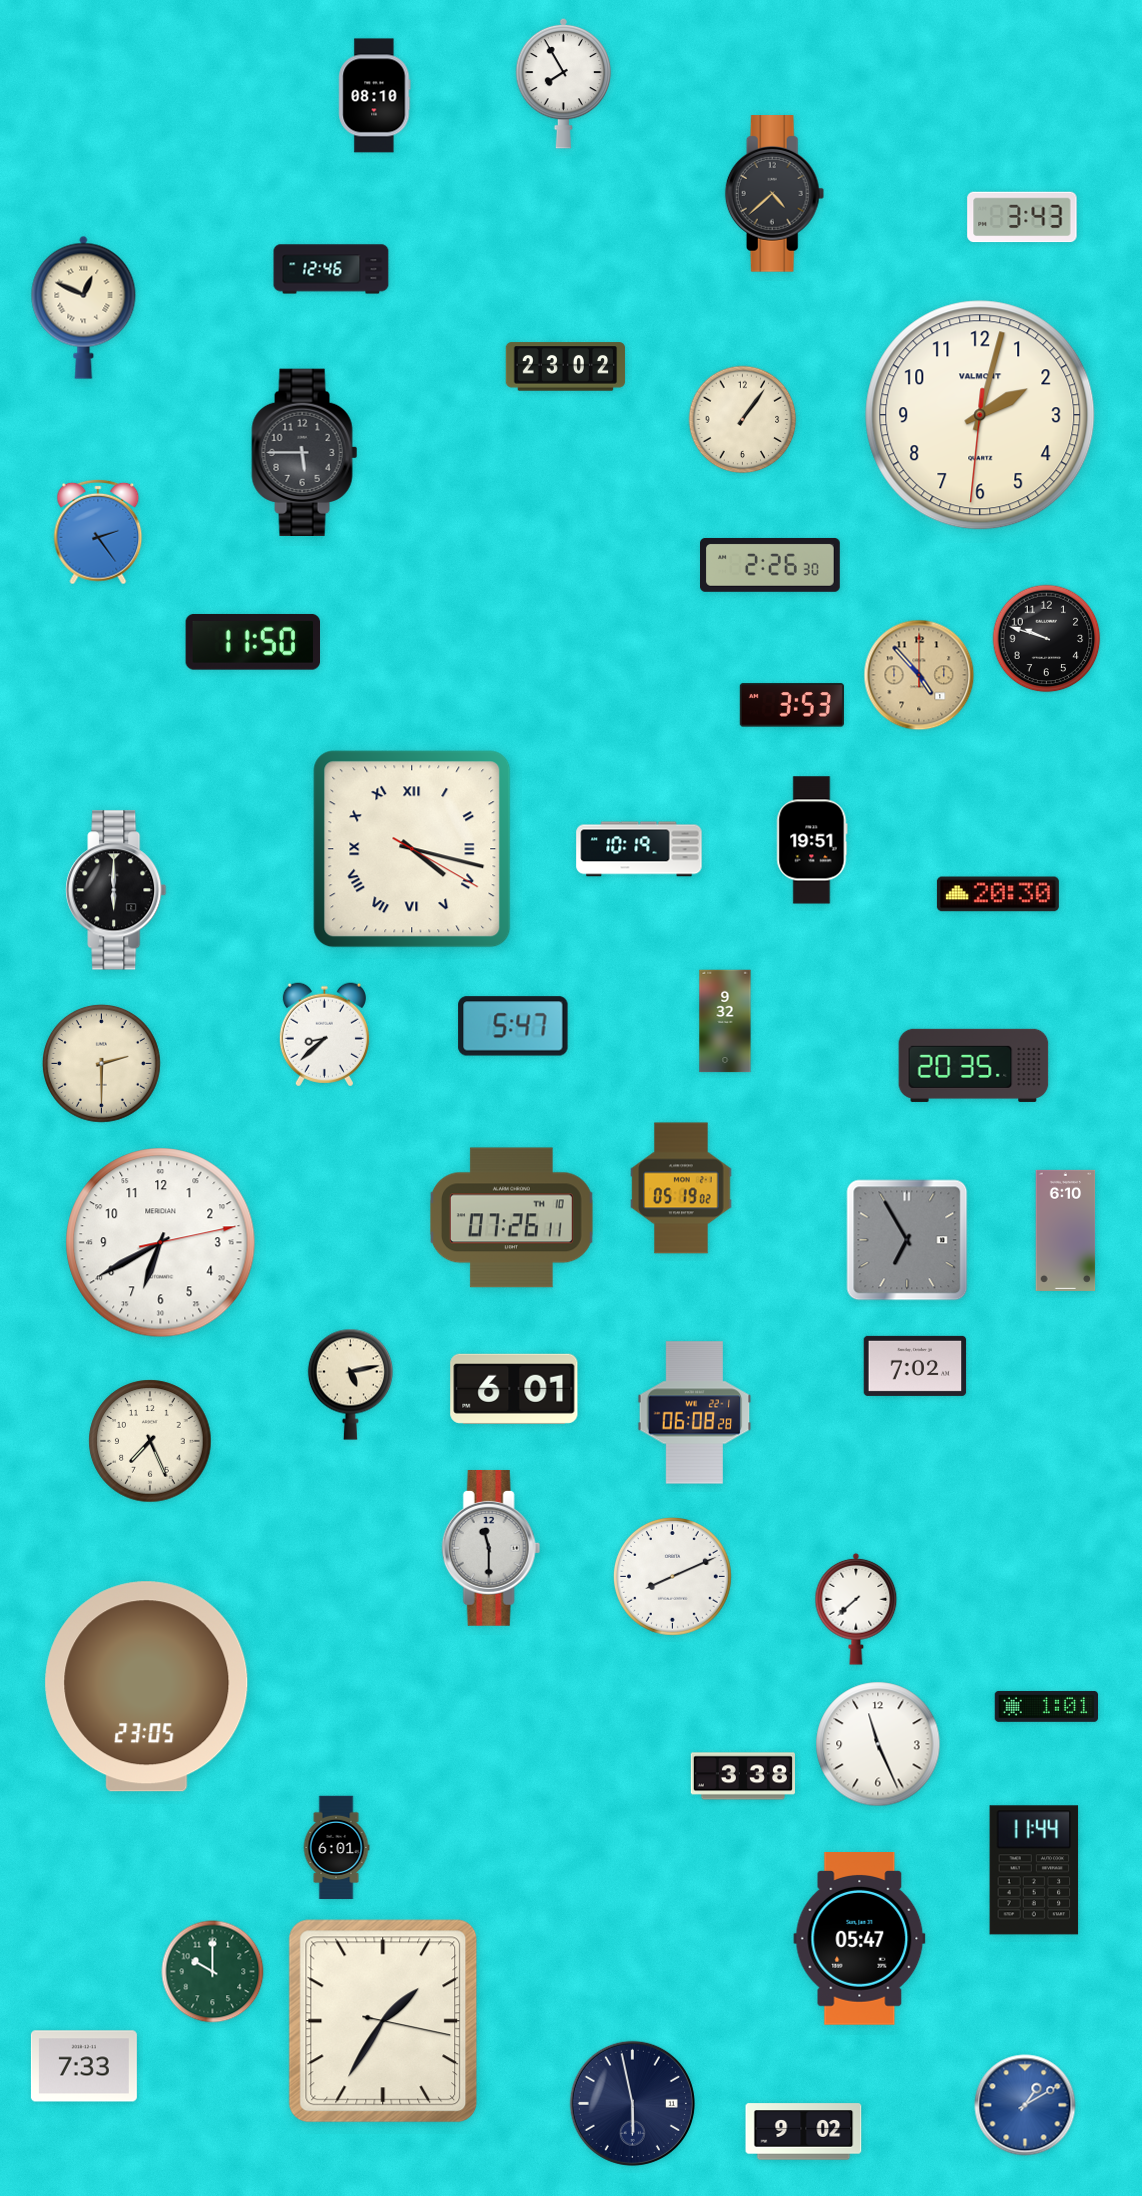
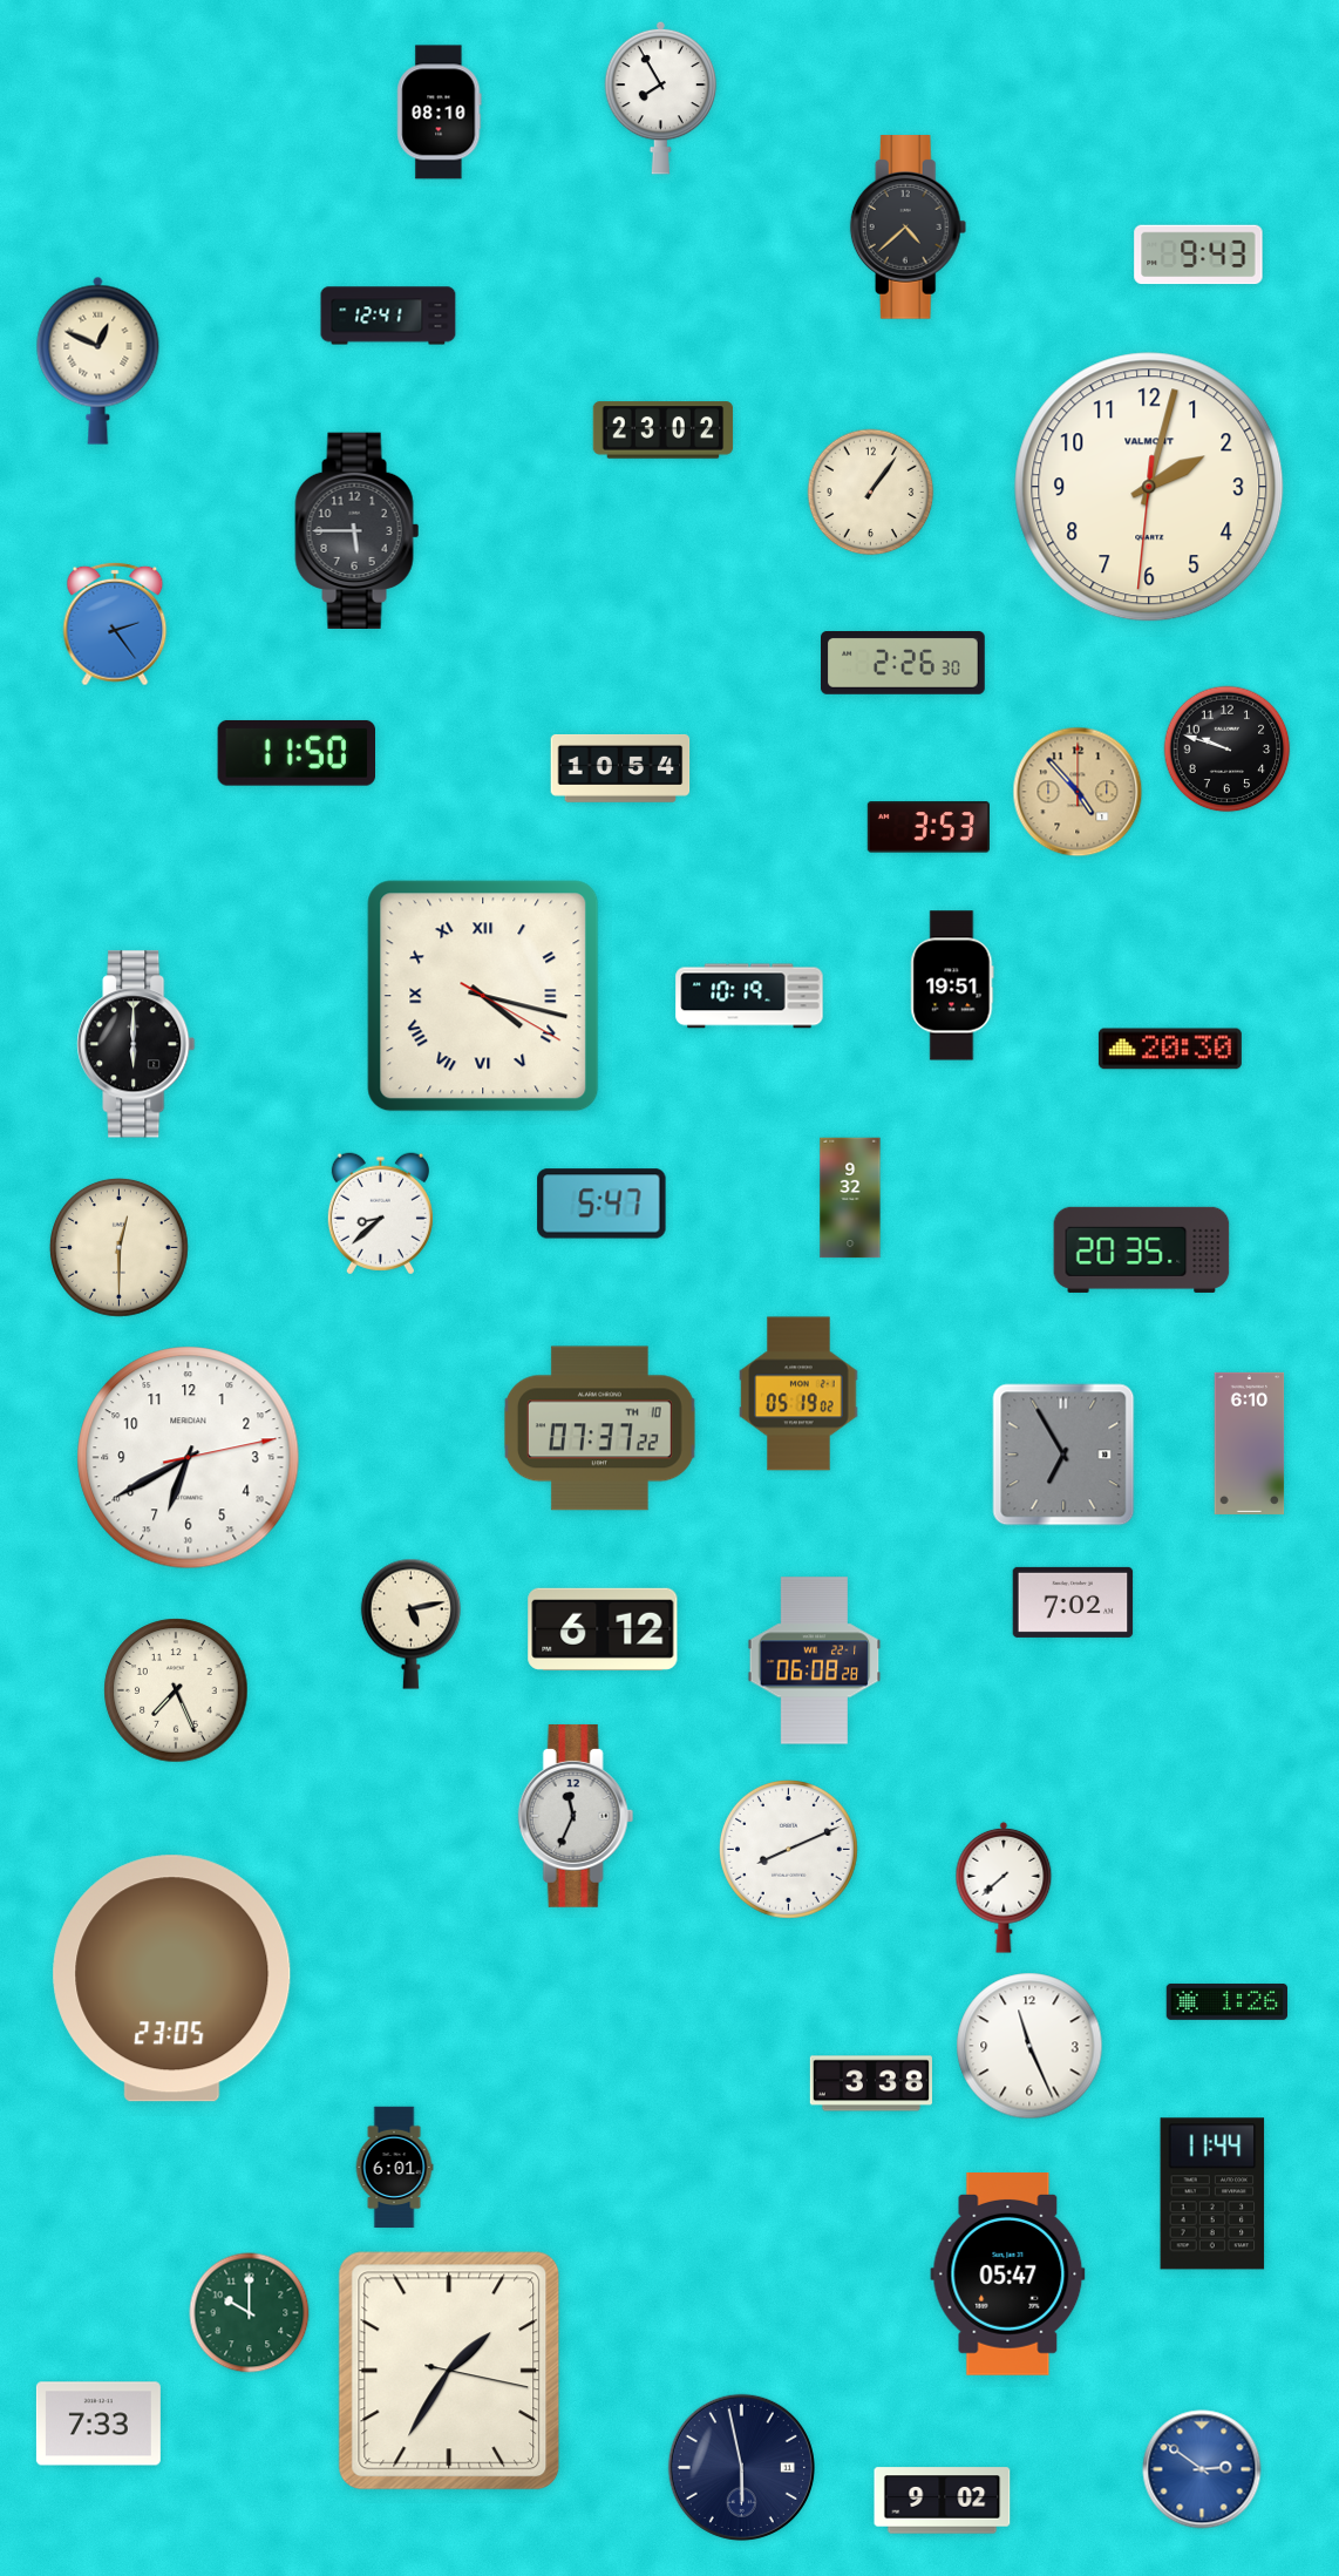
clock at (1022, 217): 3:43 -> 9:43
clock at (331, 269): 12:46 -> 12:41
clock at (620, 768): none -> 10:54
clock at (101, 1063): 2:30 -> 12:30
clock at (511, 1218): 07:26 -> 07:37
clock at (514, 1389): 6:01 -> 6:12
clock at (695, 1413) position: (695, 1413) -> (815, 1661)
clock at (491, 1548): 11:30 -> 11:34
clock at (1046, 1706): 1:01 -> 1:26
clock at (1025, 2105): 1:10 -> 2:51
